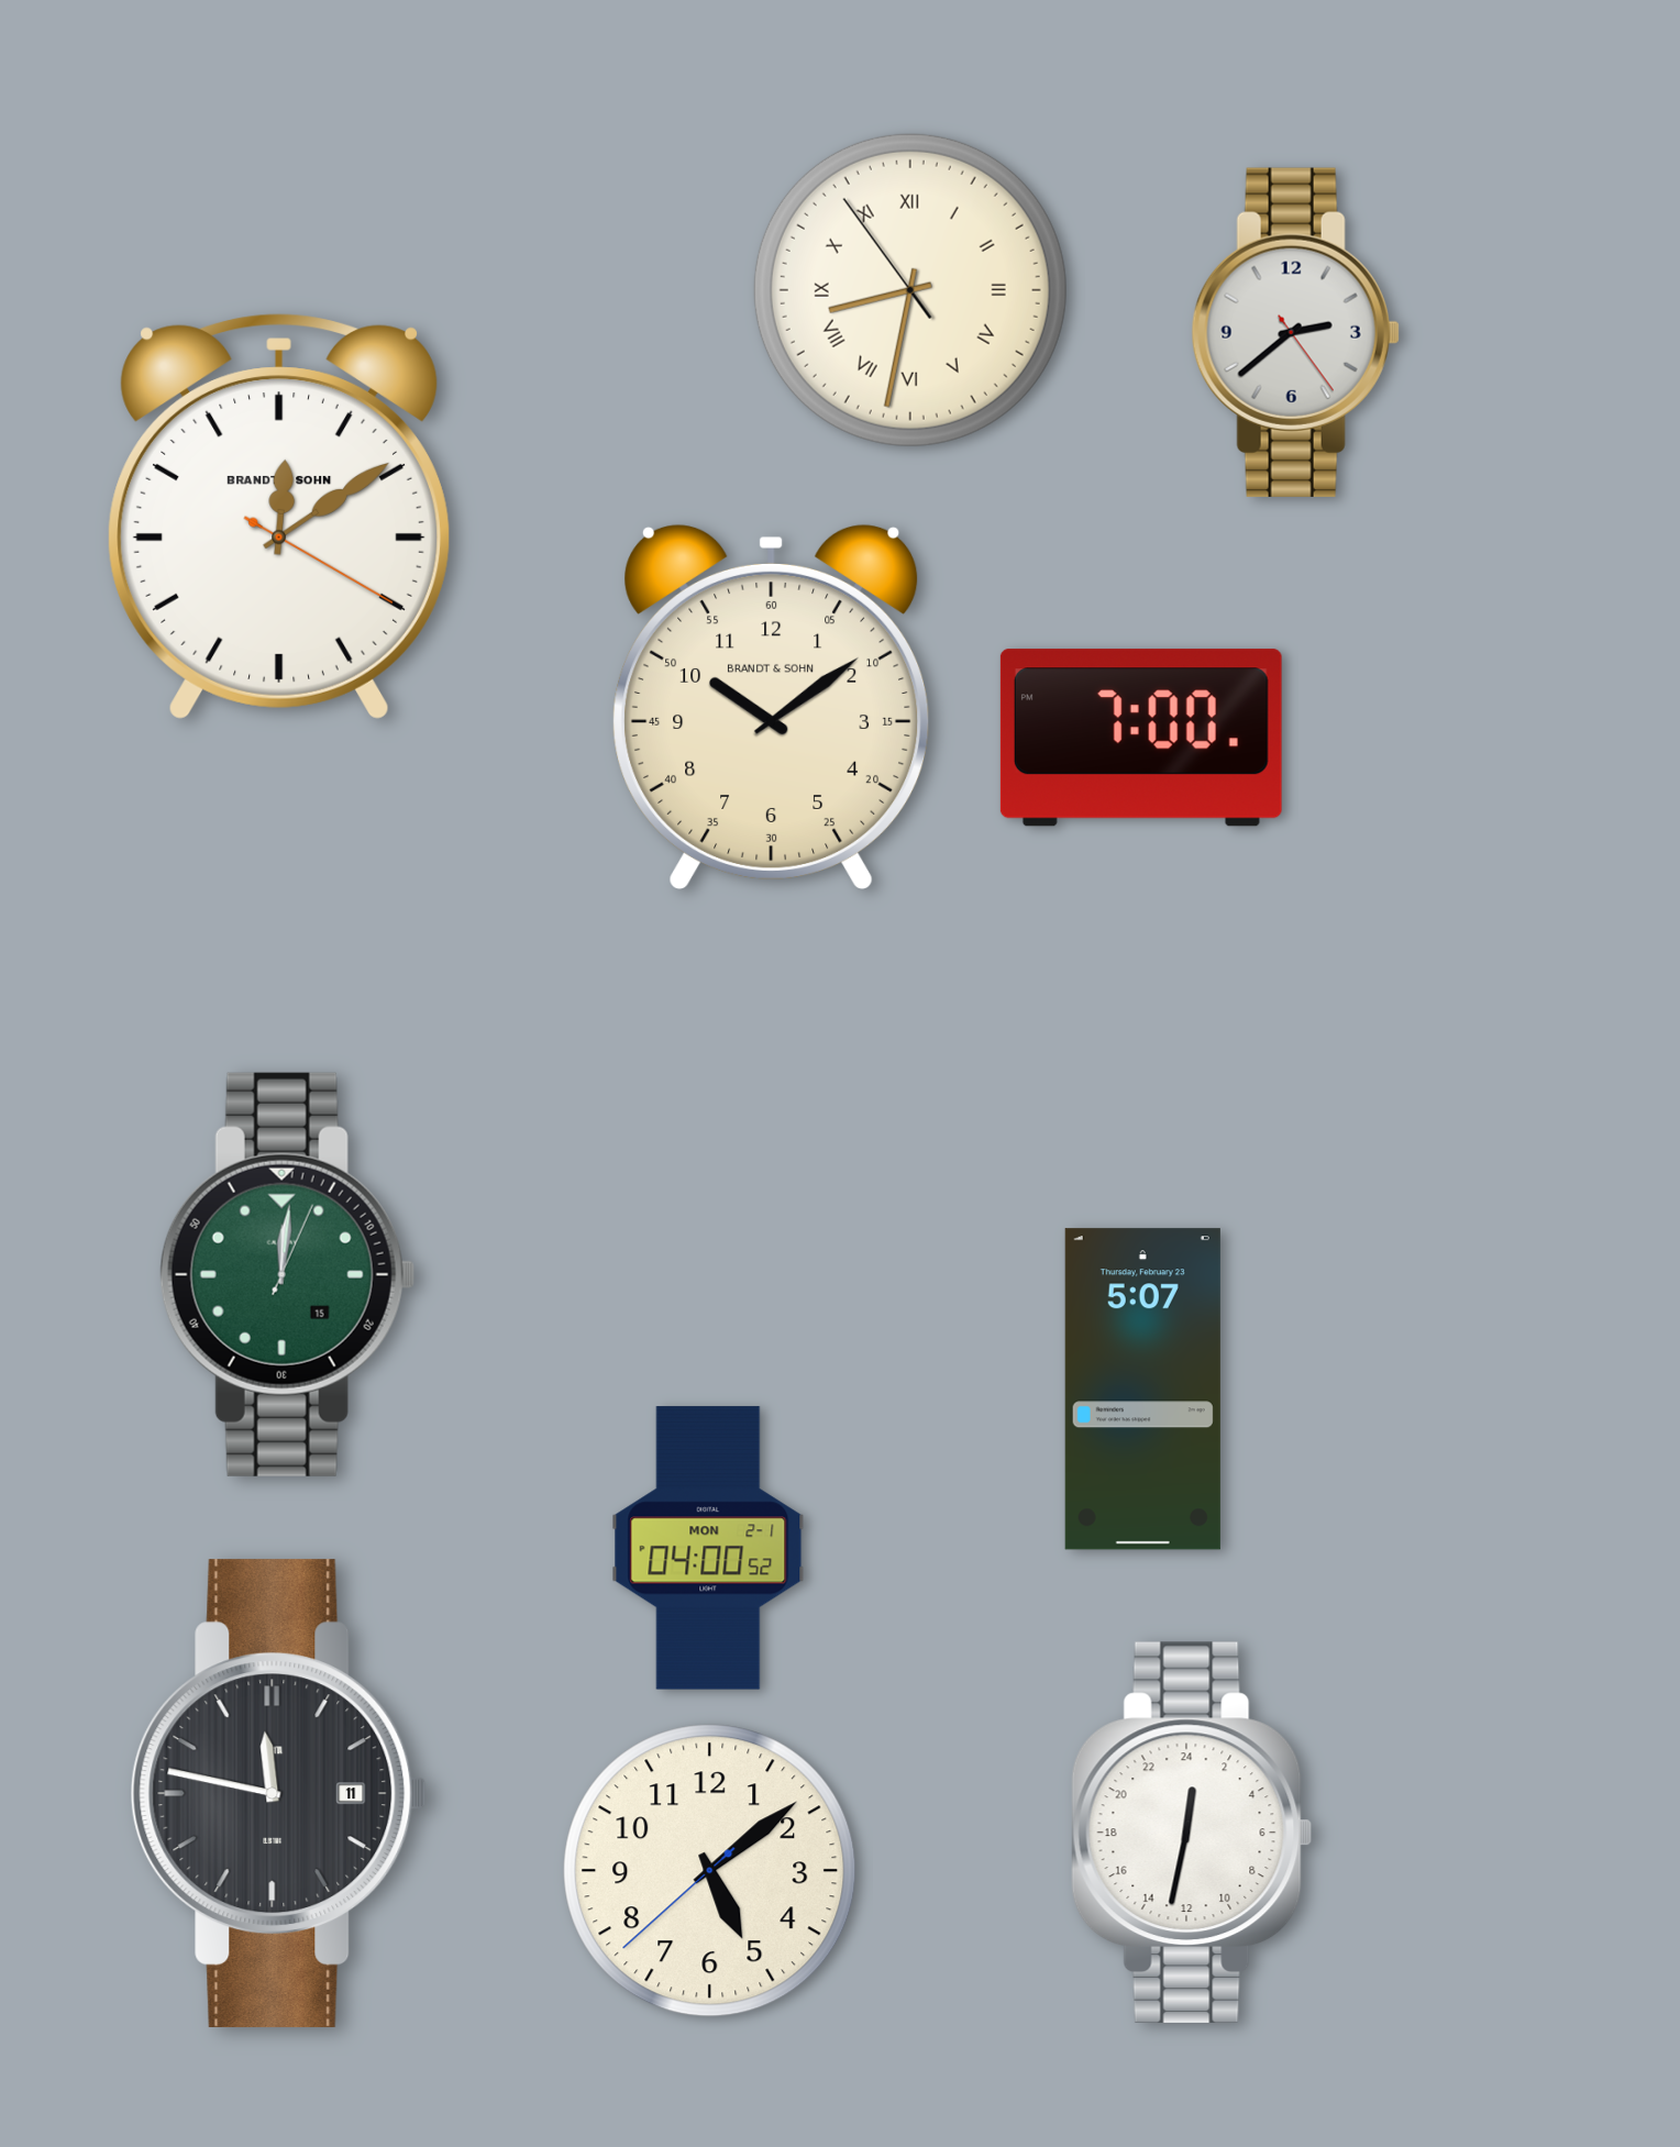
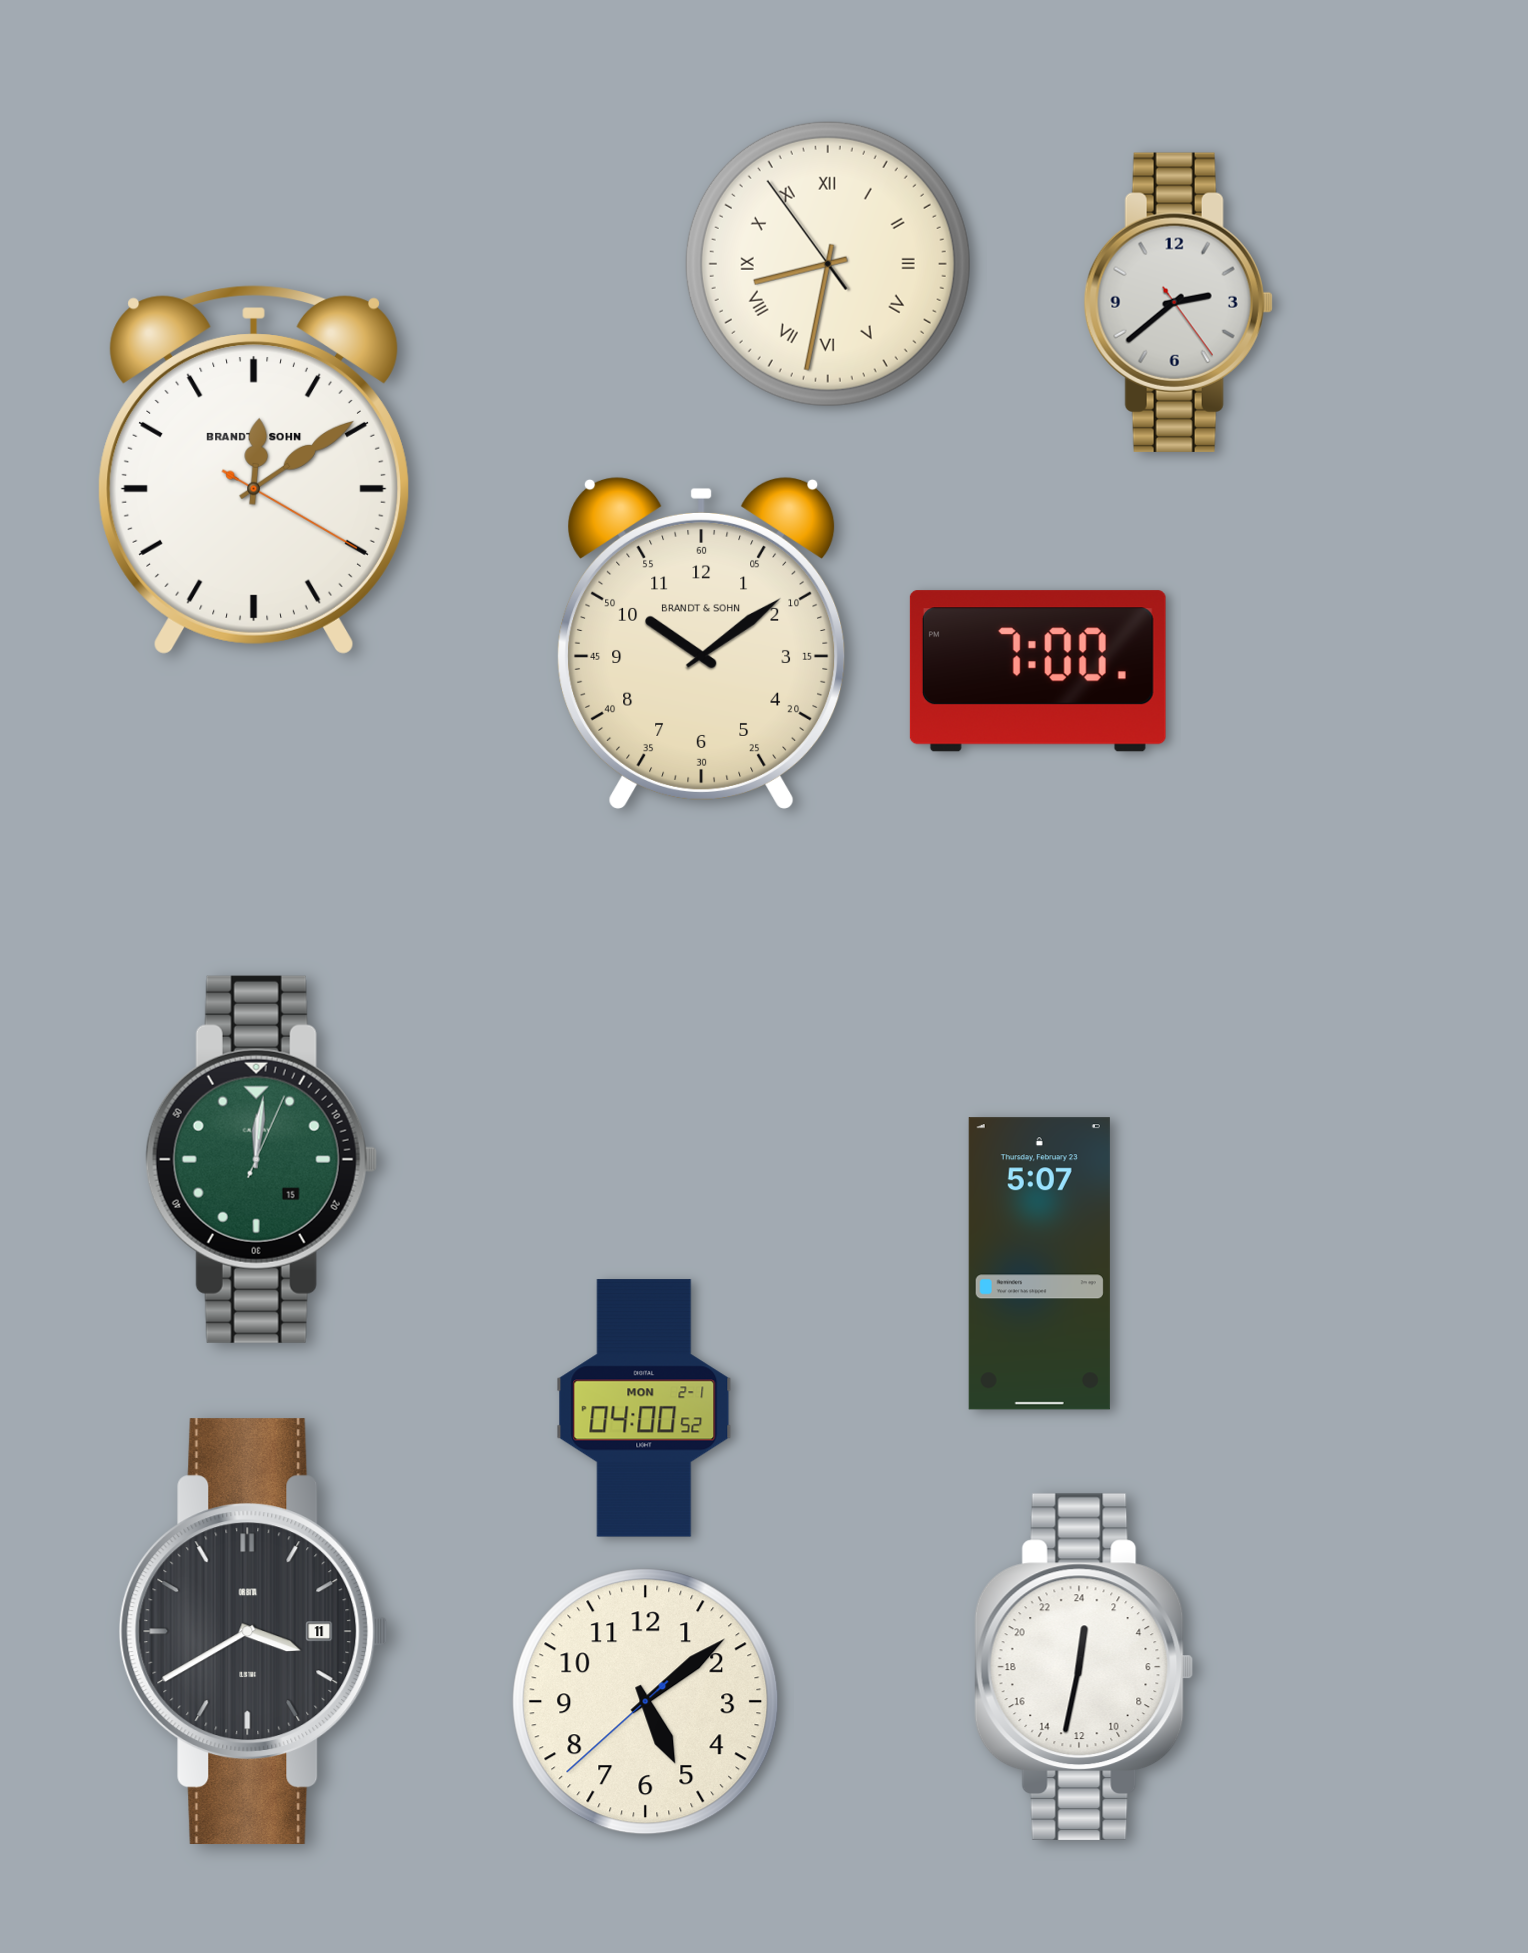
clock at (278, 1793): 11:47 -> 3:40
